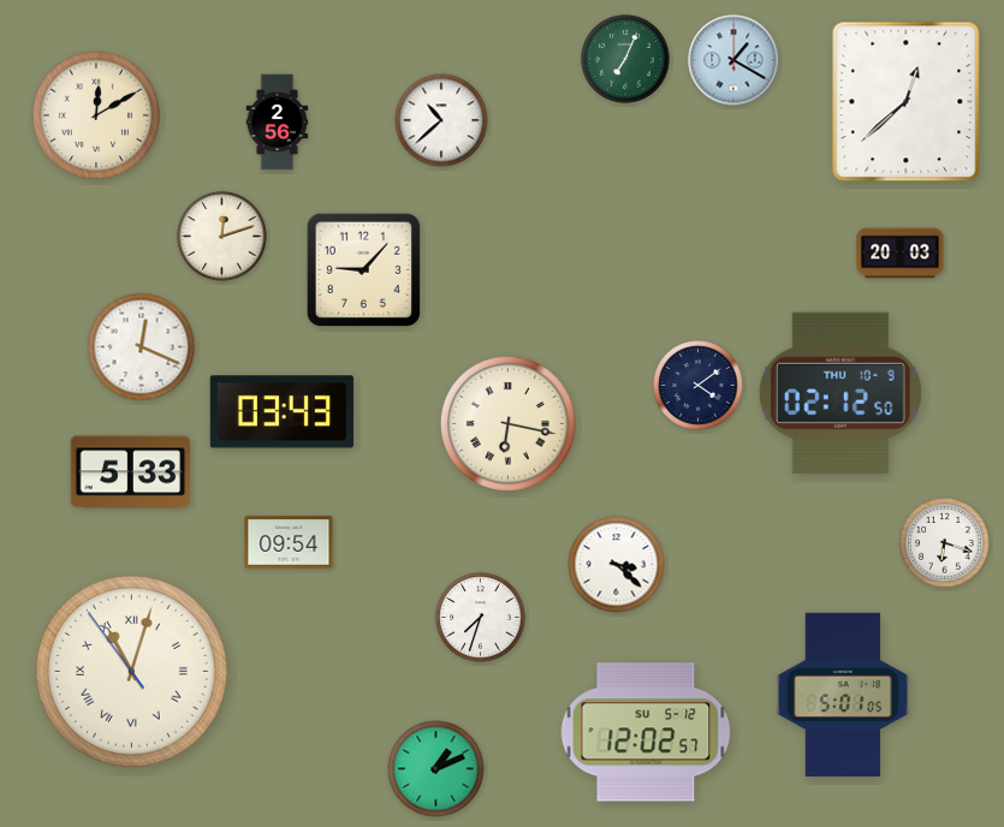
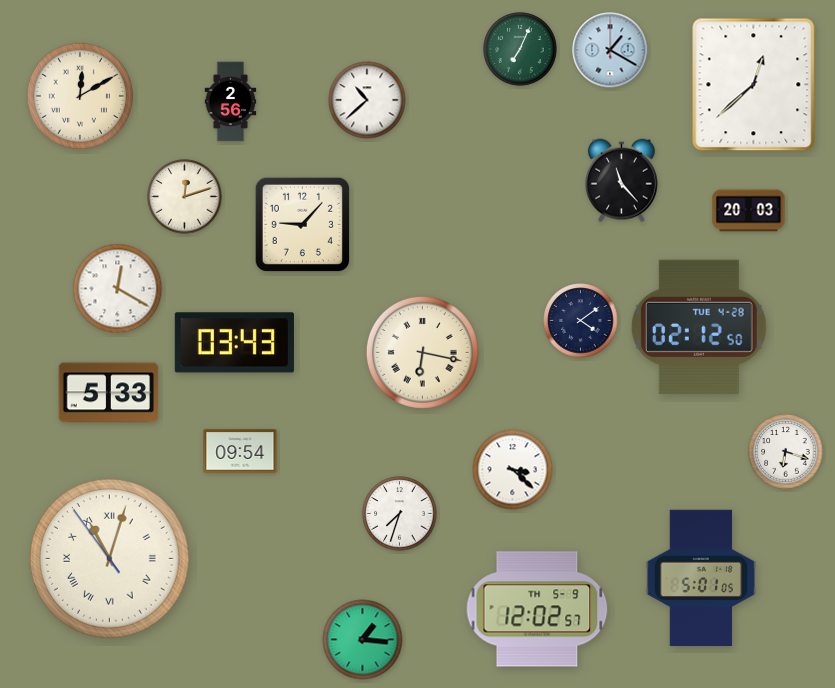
clock at (622, 181): none -> 11:23
clock at (142, 347): 12:19 -> 12:20
clock at (840, 393) date: THU 10-9 -> TUE 4-28
clock at (646, 732) date: SU 5-12 -> TH 5-9
clock at (436, 769): 1:11 -> 1:16
